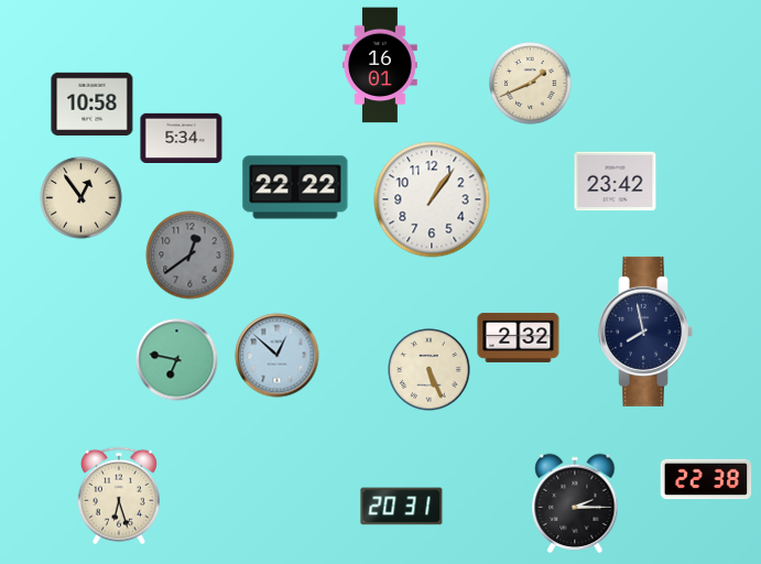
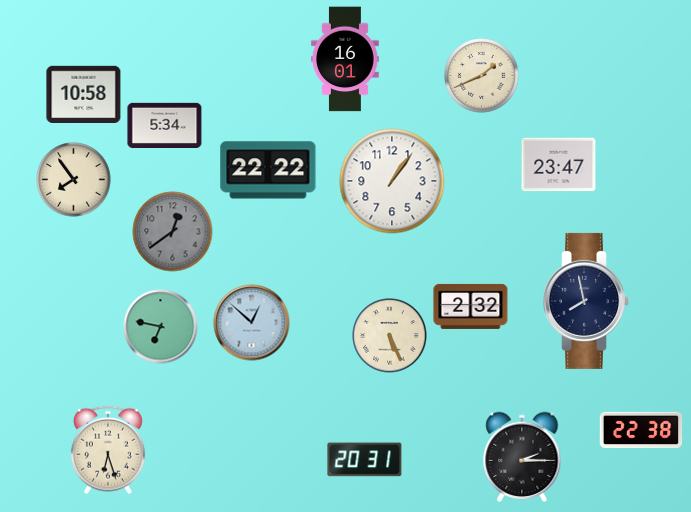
clock at (616, 182): 23:42 -> 23:47
clock at (81, 198): 12:54 -> 7:54
clock at (706, 479) position: (706, 479) -> (641, 430)
